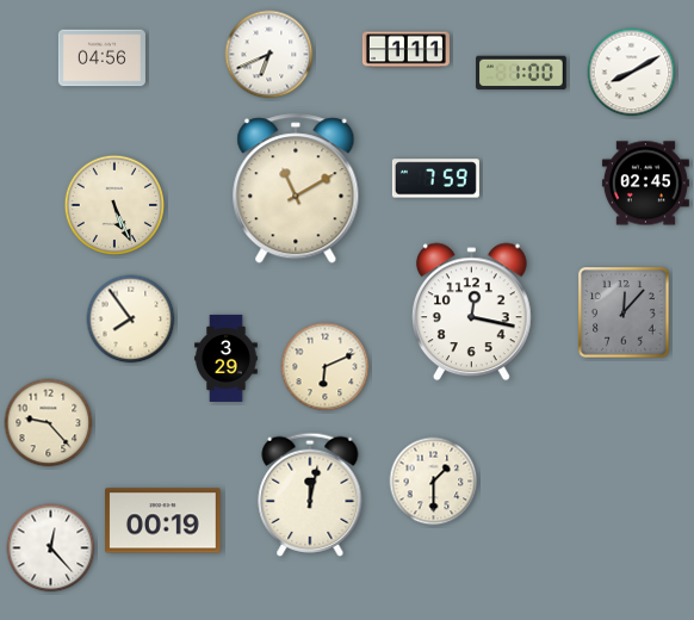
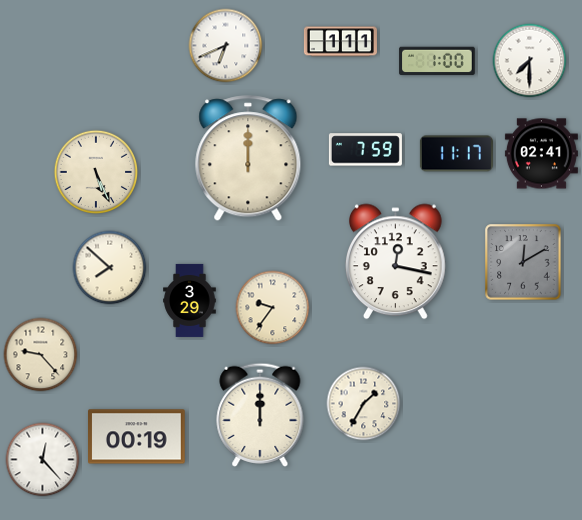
clock at (101, 58): 04:56 -> none
clock at (632, 73): 8:10 -> 7:30
clock at (456, 154): none -> 11:17
clock at (645, 184): 02:45 -> 02:41
clock at (296, 190): 11:10 -> 12:00
clock at (624, 312): 12:07 -> 12:10
clock at (131, 320): 7:54 -> 7:52
clock at (326, 367): 6:11 -> 9:36
clock at (434, 482): 1:30 -> 1:35
clock at (310, 495): 12:02 -> 12:00
